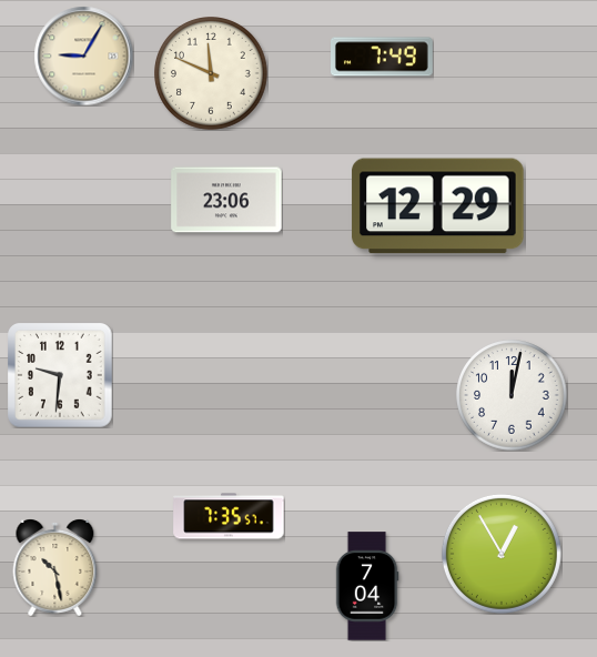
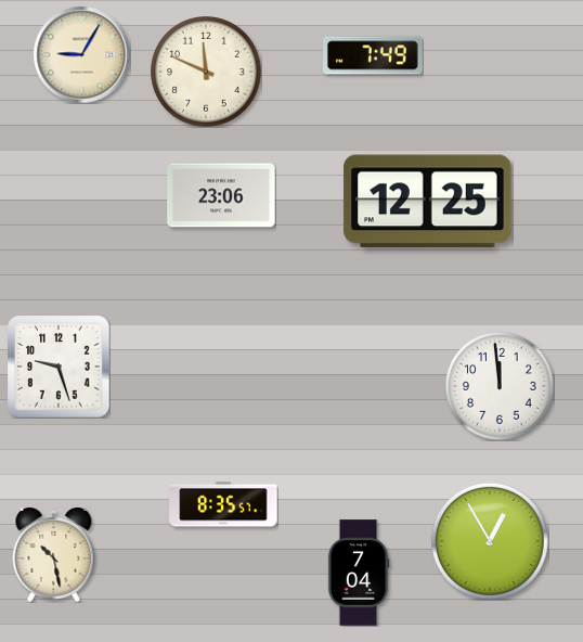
clock at (438, 206): 12:29 -> 12:25
clock at (61, 376): 9:31 -> 9:27
clock at (512, 395): 12:02 -> 11:59
clock at (229, 516): 7:35 -> 8:35
